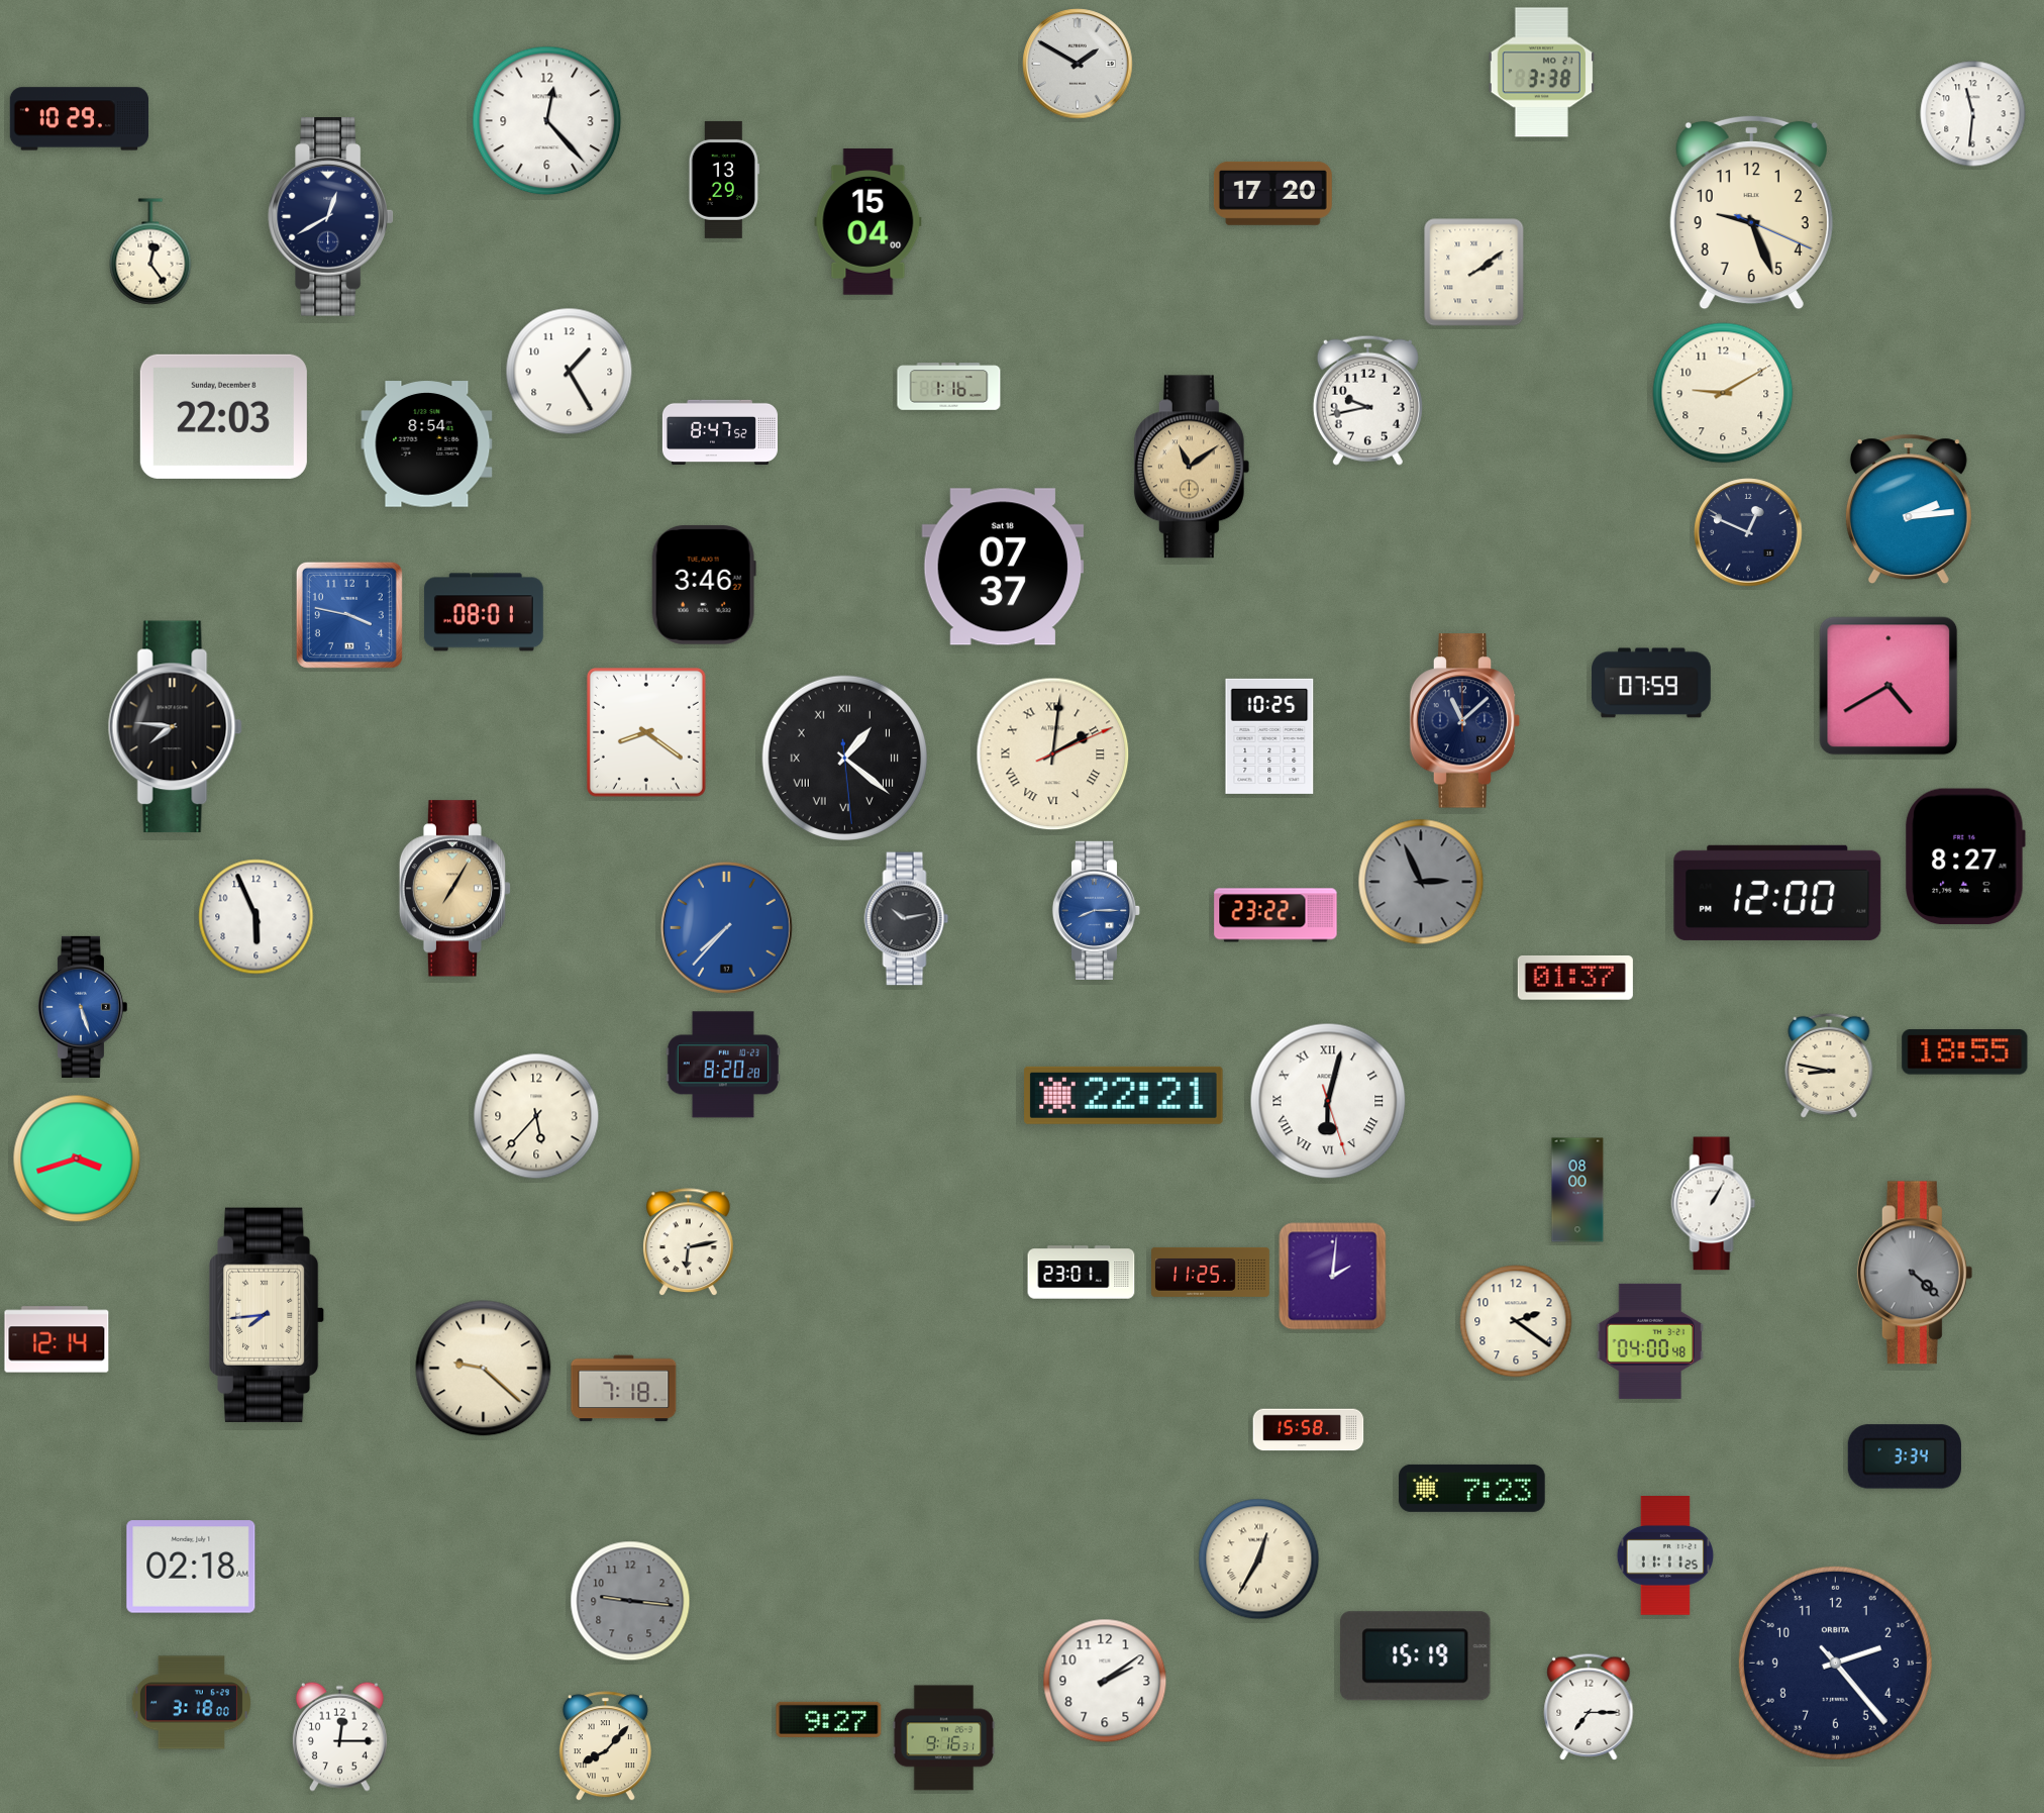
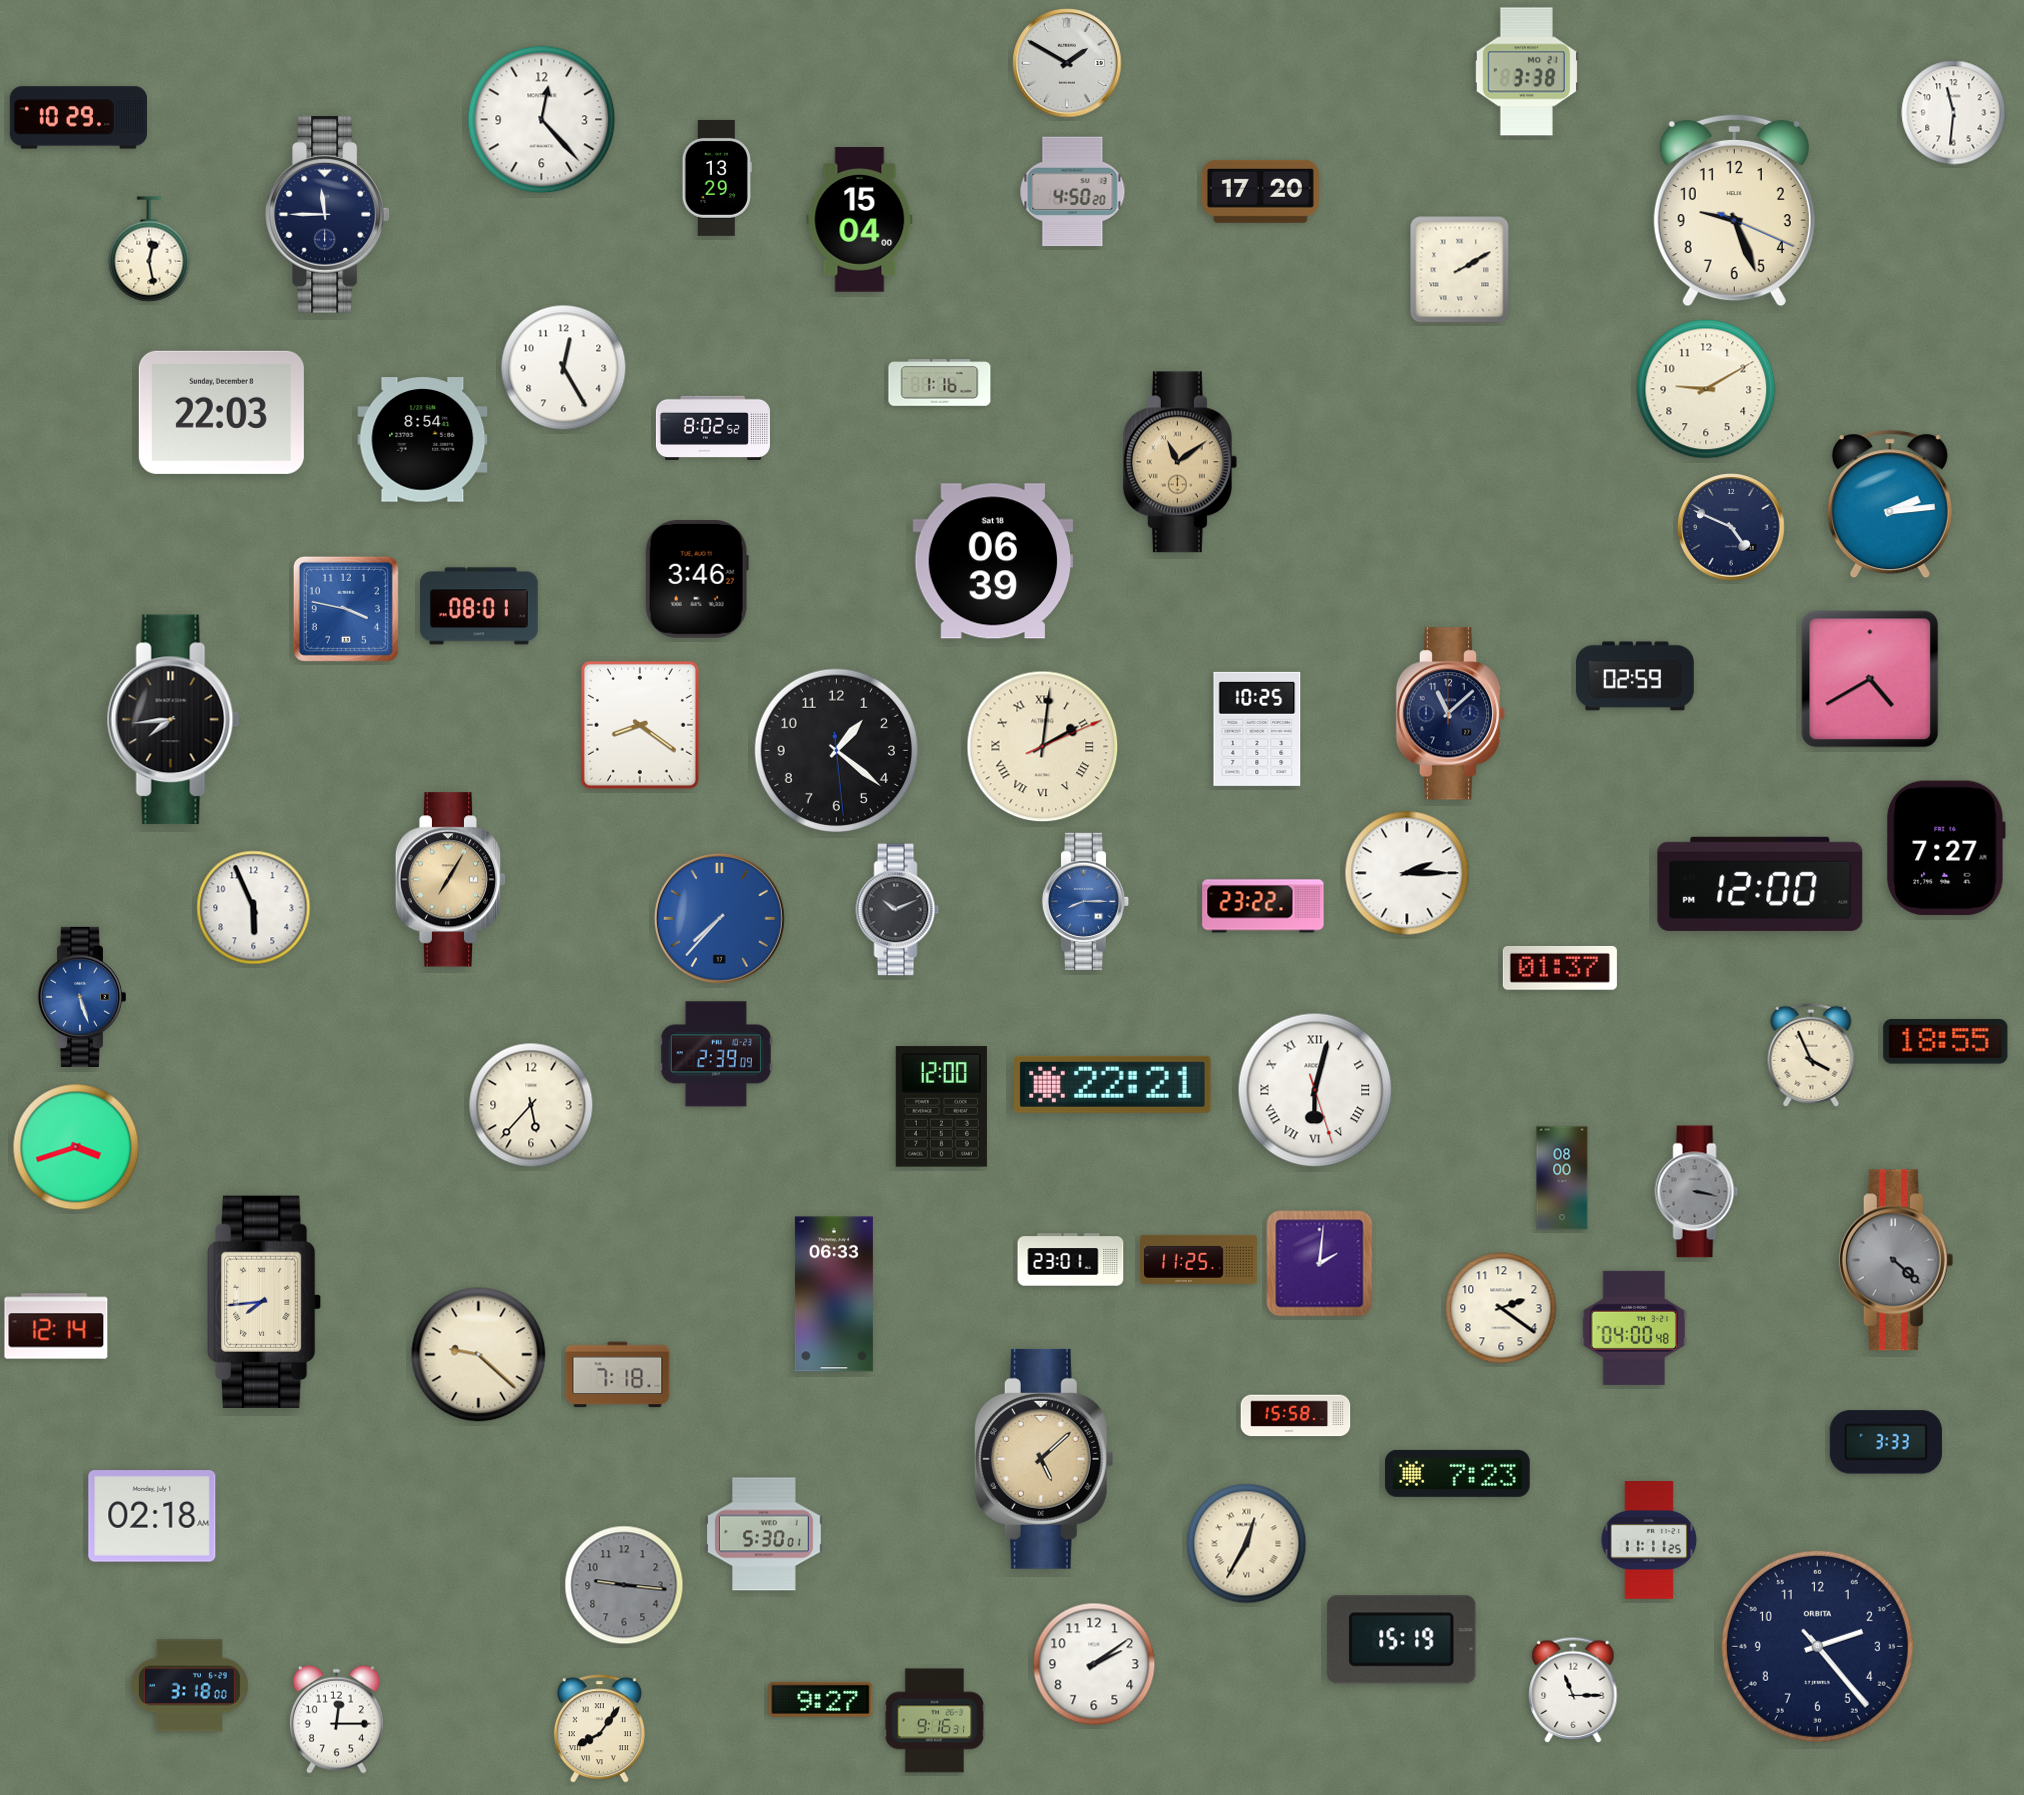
clock at (1073, 192): none -> 4:50
clock at (331, 217): 12:40 -> 11:45
clock at (150, 251): 12:24 -> 12:28
clock at (1474, 273): 2:09 -> 2:10
clock at (570, 372): 1:25 -> 12:25
clock at (1367, 400): 9:43 -> none
clock at (720, 431): 8:47 -> 8:02
clock at (1748, 532): 12:49 -> 4:49
clock at (1003, 567): 07:37 -> 06:39
clock at (1652, 683): 07:59 -> 02:59
clock at (175, 727): 7:46 -> 7:44
clock at (844, 758) numerals: Roman -> Arabic
clock at (1965, 857): 8:27 -> 7:27
clock at (1421, 882): 2:56 -> 2:15
clock at (1421, 882) dial: grey -> white
clock at (907, 919): 10:13 -> 10:11
clock at (723, 1065): 8:20 -> 2:39
clock at (1829, 1066): 8:47 -> 3:56
clock at (941, 1107): none -> 12:00
clock at (1714, 1204): 1:05 -> 3:17
clock at (1714, 1204) dial: white -> grey
clock at (689, 1242): 6:13 -> none
clock at (834, 1294): none -> 06:33
clock at (1905, 1456): 3:34 -> 3:33
clock at (1044, 1459): none -> 5:08
clock at (765, 1534): none -> 5:30
clock at (191, 1567) position: (191, 1567) -> (152, 1516)
clock at (1589, 1707): 7:15 -> 11:15
clock at (829, 1719) position: (829, 1719) -> (821, 1699)
clock at (605, 1746): 8:07 -> 8:06
